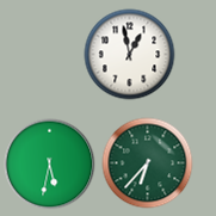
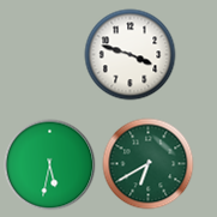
clock at (130, 55): 12:58 -> 3:48
clock at (148, 163): 6:37 -> 6:40
